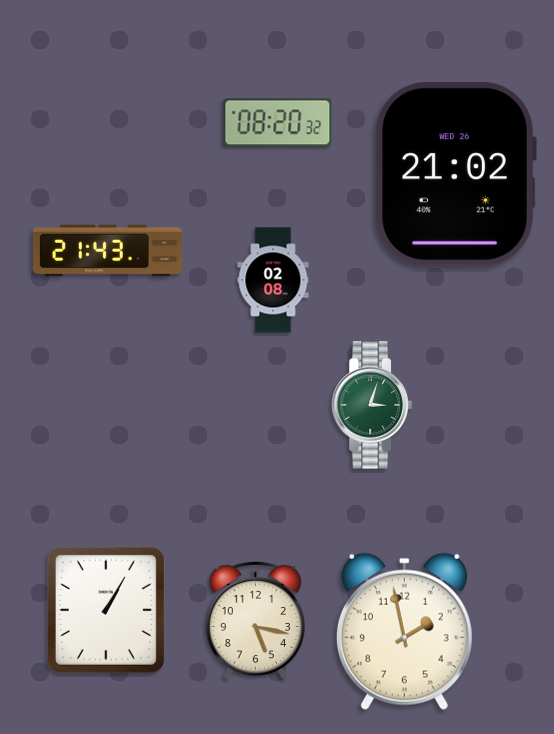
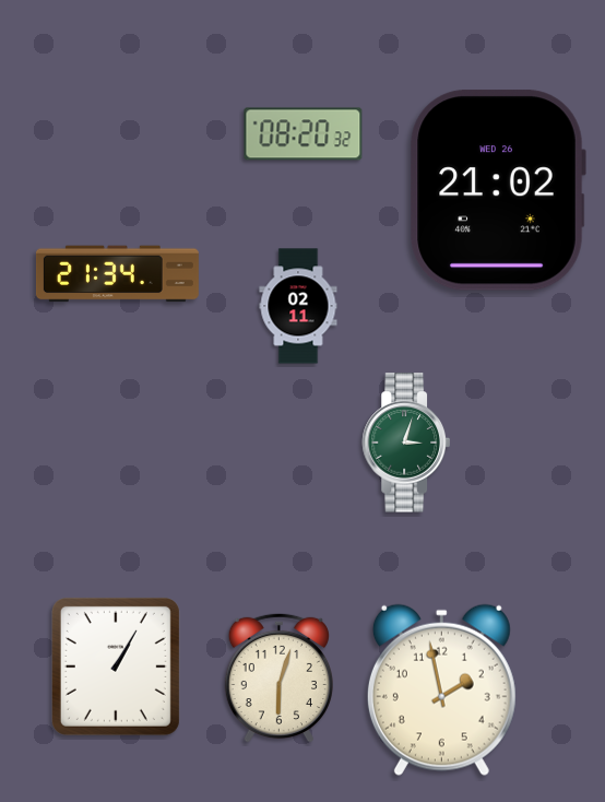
clock at (107, 251): 21:43 -> 21:34
clock at (273, 280): 02:08 -> 02:11
clock at (255, 620): 5:17 -> 6:03
